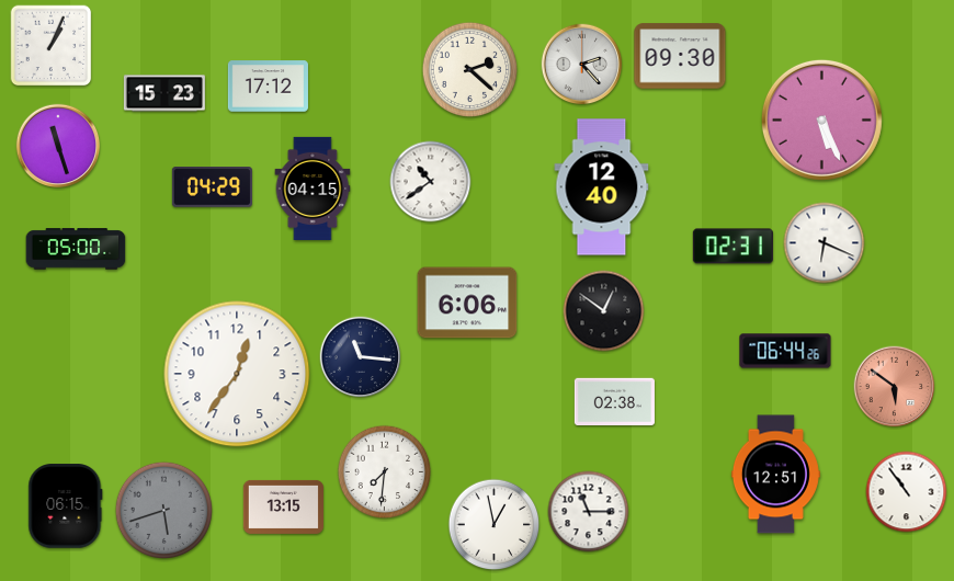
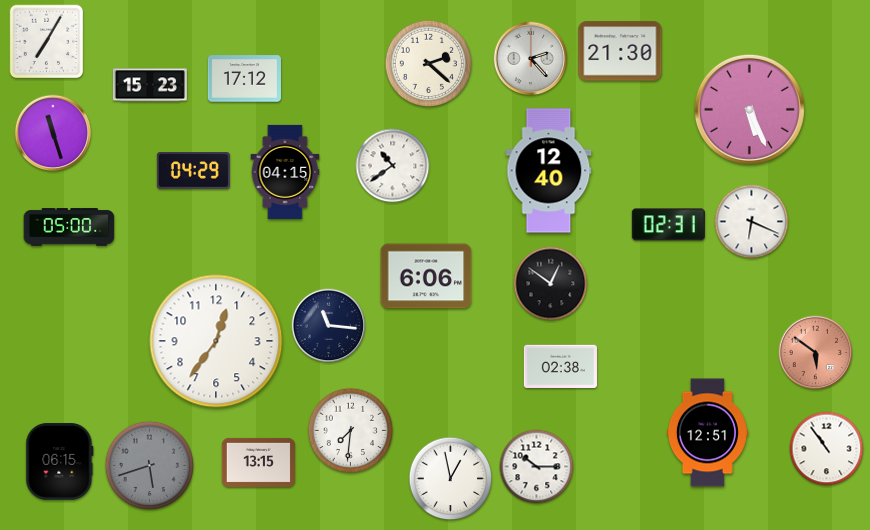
clock at (52, 46): 1:04 -> 7:05
clock at (680, 56): 09:30 -> 21:30
clock at (785, 351): 06:44 -> none
clock at (589, 512): 11:15 -> 10:15
